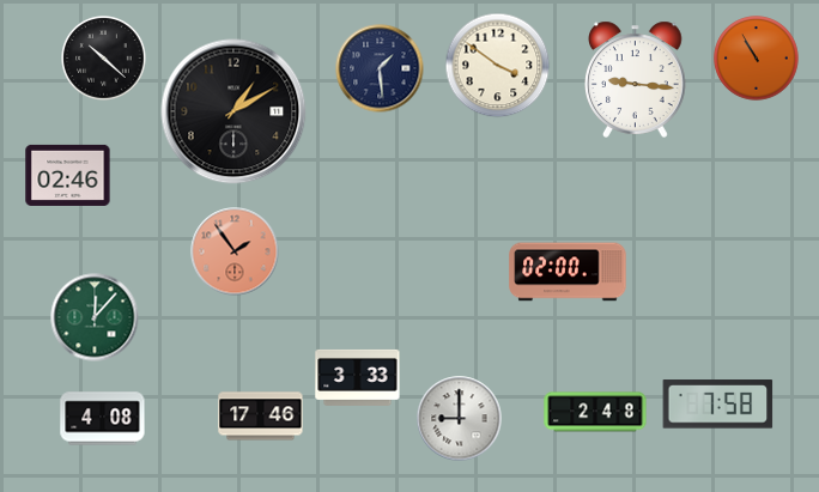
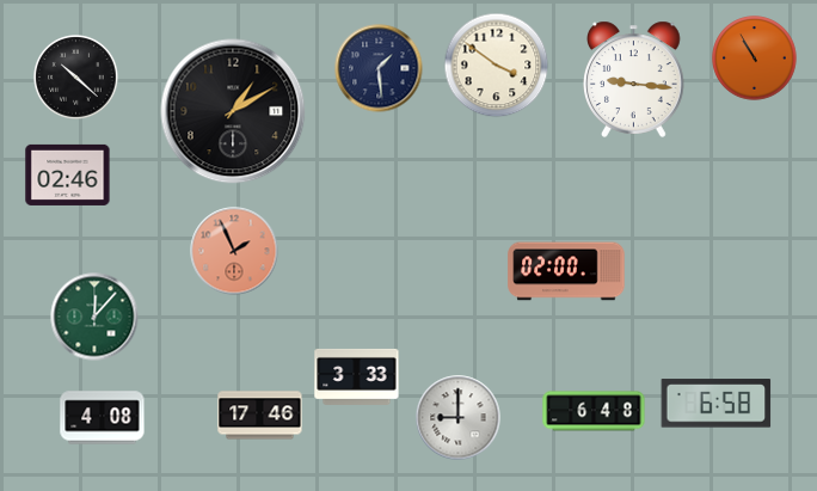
clock at (104, 59) position: (104, 59) -> (76, 78)
clock at (235, 251): 1:54 -> 1:56
clock at (718, 405): 7:58 -> 6:58
clock at (595, 412): 2:48 -> 6:48
